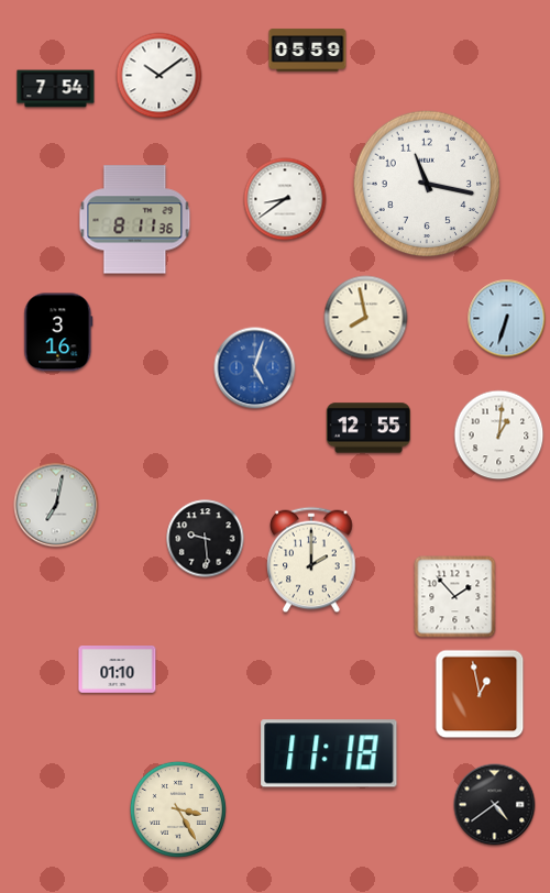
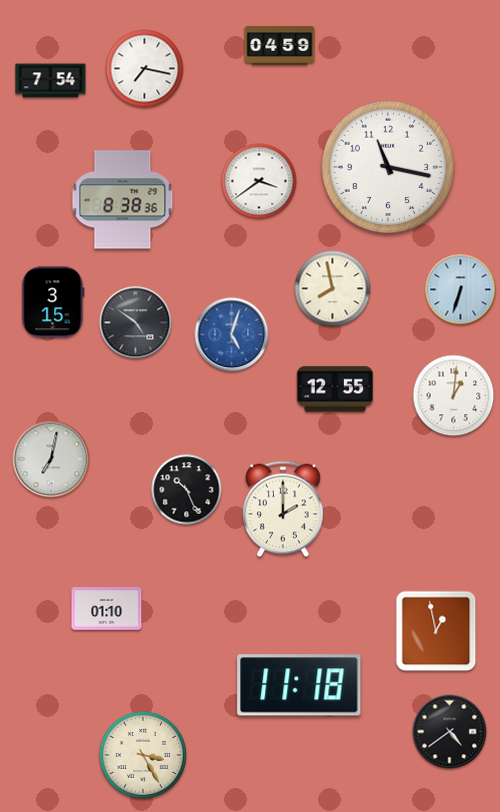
clock at (308, 51): 05:59 -> 04:59
clock at (159, 76): 10:09 -> 7:17
clock at (285, 199): 8:39 -> 3:39
clock at (135, 220): 8:11 -> 8:38
clock at (58, 332): 3:16 -> 3:15
clock at (136, 323): none -> 4:51
clock at (206, 539): 9:29 -> 10:26
clock at (455, 597): 1:53 -> none
clock at (178, 809) position: (178, 809) -> (143, 755)
